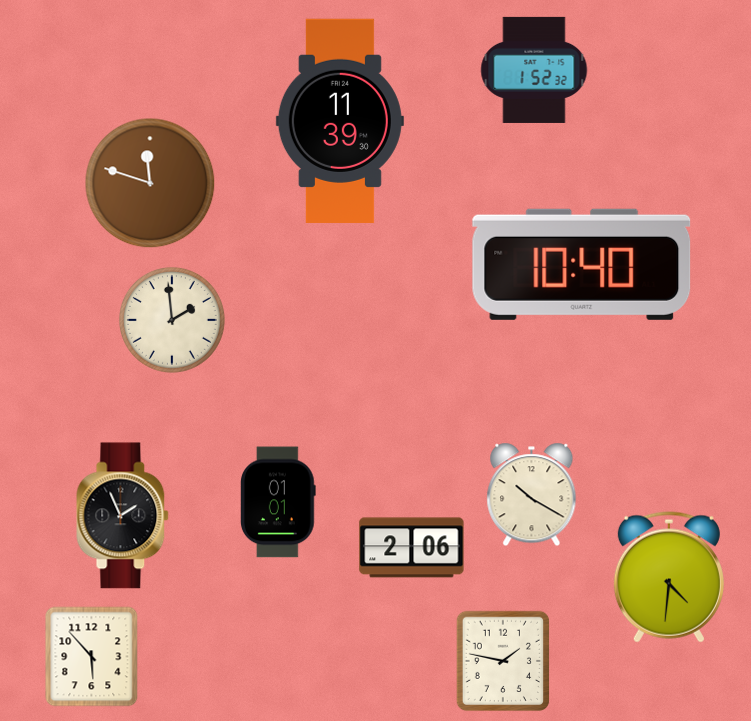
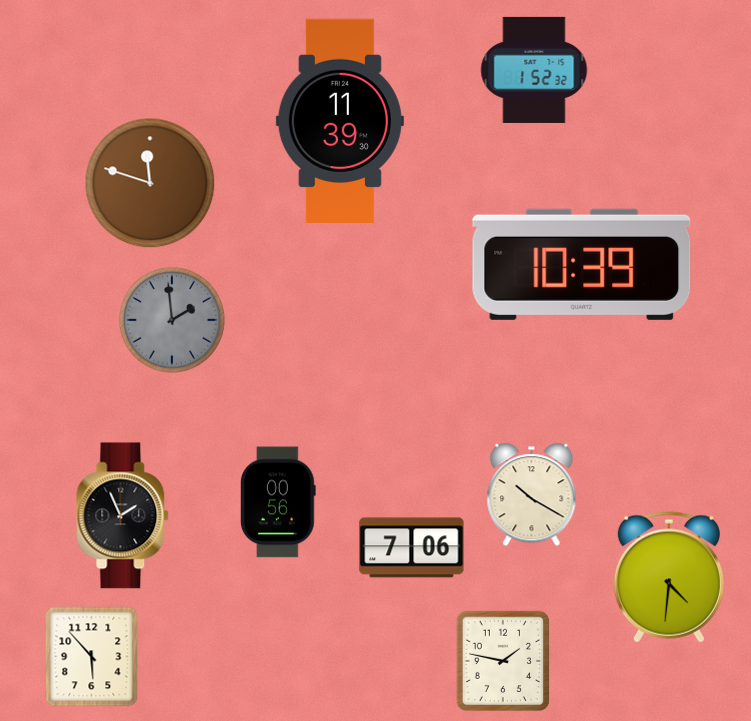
clock at (582, 264): 10:40 -> 10:39
clock at (172, 320) dial: cream -> grey
clock at (279, 502): 01:01 -> 00:56
clock at (412, 548): 2:06 -> 7:06
